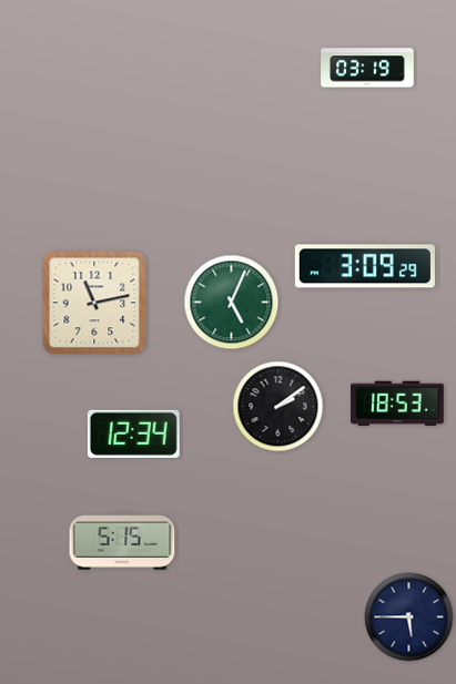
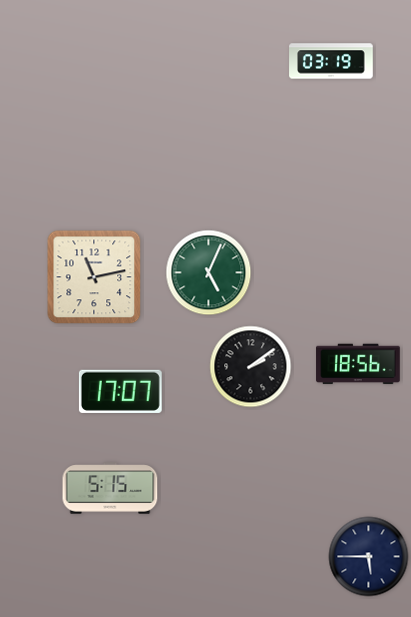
clock at (365, 266): 3:09 -> none
clock at (94, 303) position: (94, 303) -> (94, 277)
clock at (397, 404): 18:53 -> 18:56
clock at (133, 433): 12:34 -> 17:07
